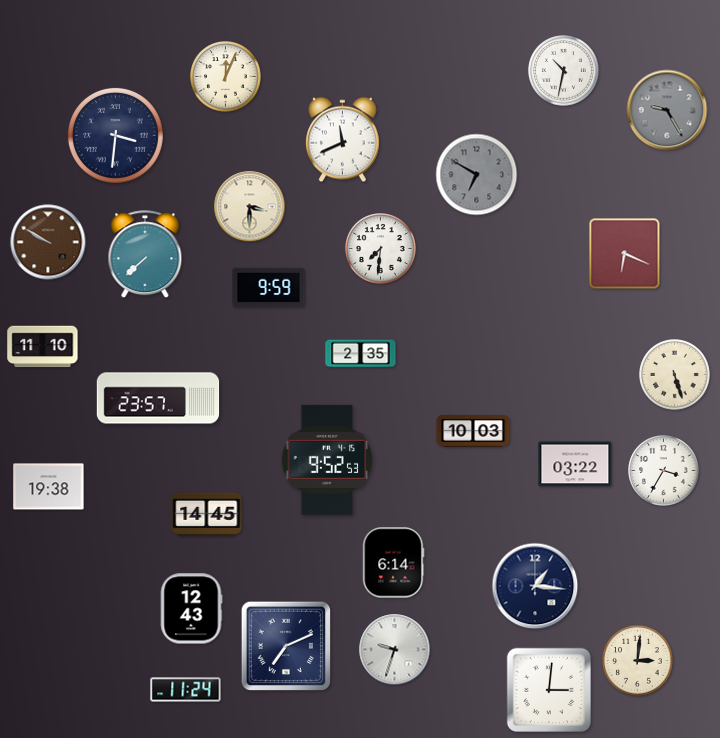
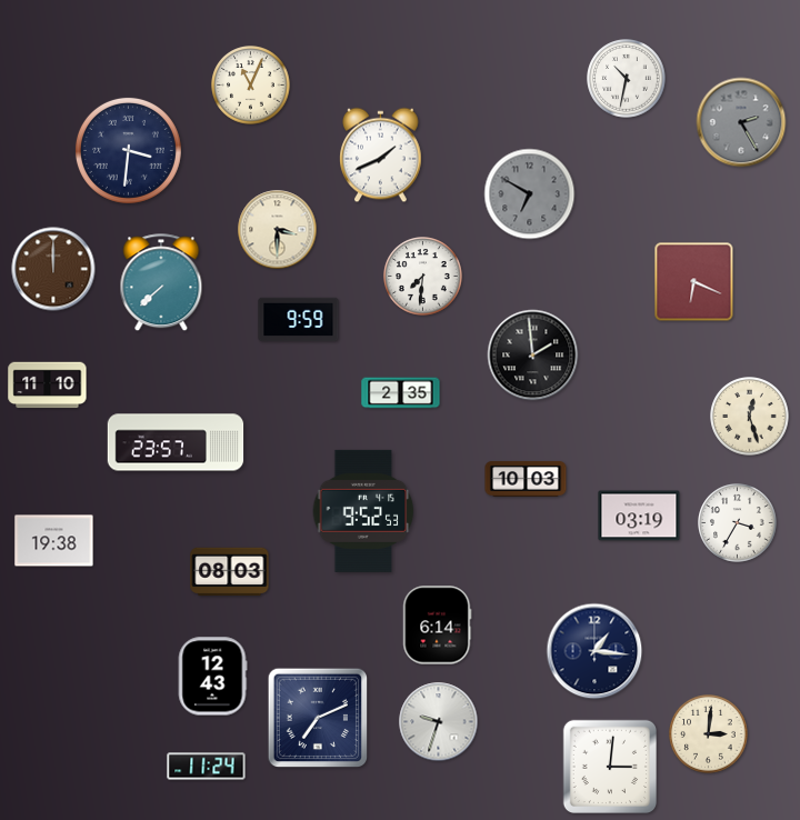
clock at (226, 77): 12:04 -> 11:04
clock at (667, 110): 9:25 -> 2:25
clock at (343, 140): 11:41 -> 1:41
clock at (48, 242): 9:50 -> 12:00
clock at (533, 356): none -> 1:59
clock at (675, 375): 5:27 -> 12:27
clock at (575, 464): 03:22 -> 03:19
clock at (207, 515): 14:45 -> 08:03
